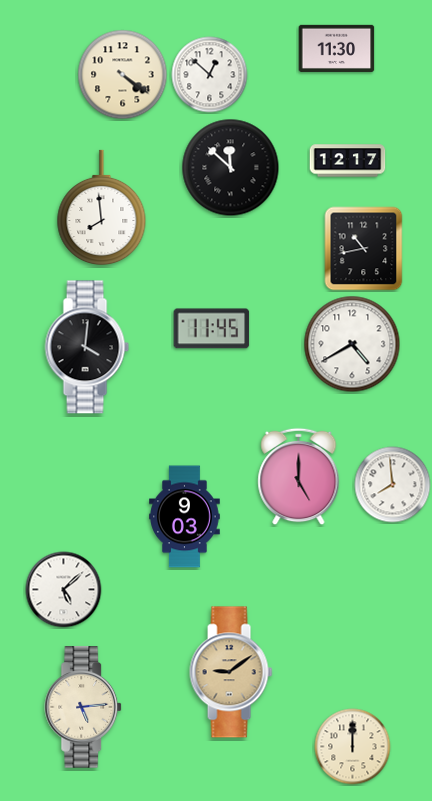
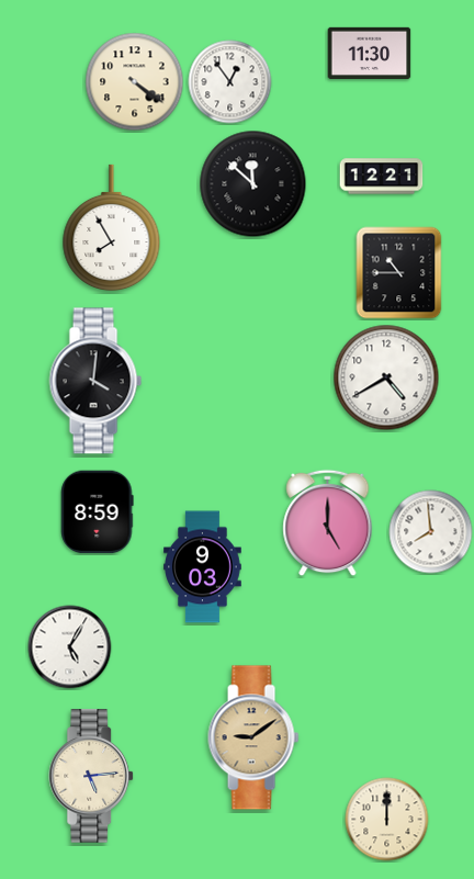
clock at (210, 75): 12:52 -> 12:54
clock at (348, 161): 12:17 -> 12:21
clock at (102, 208): 7:59 -> 7:55
clock at (364, 249): 10:43 -> 10:45
clock at (212, 329): 11:45 -> none
clock at (98, 512): none -> 8:59
clock at (64, 590): 5:08 -> 5:05
